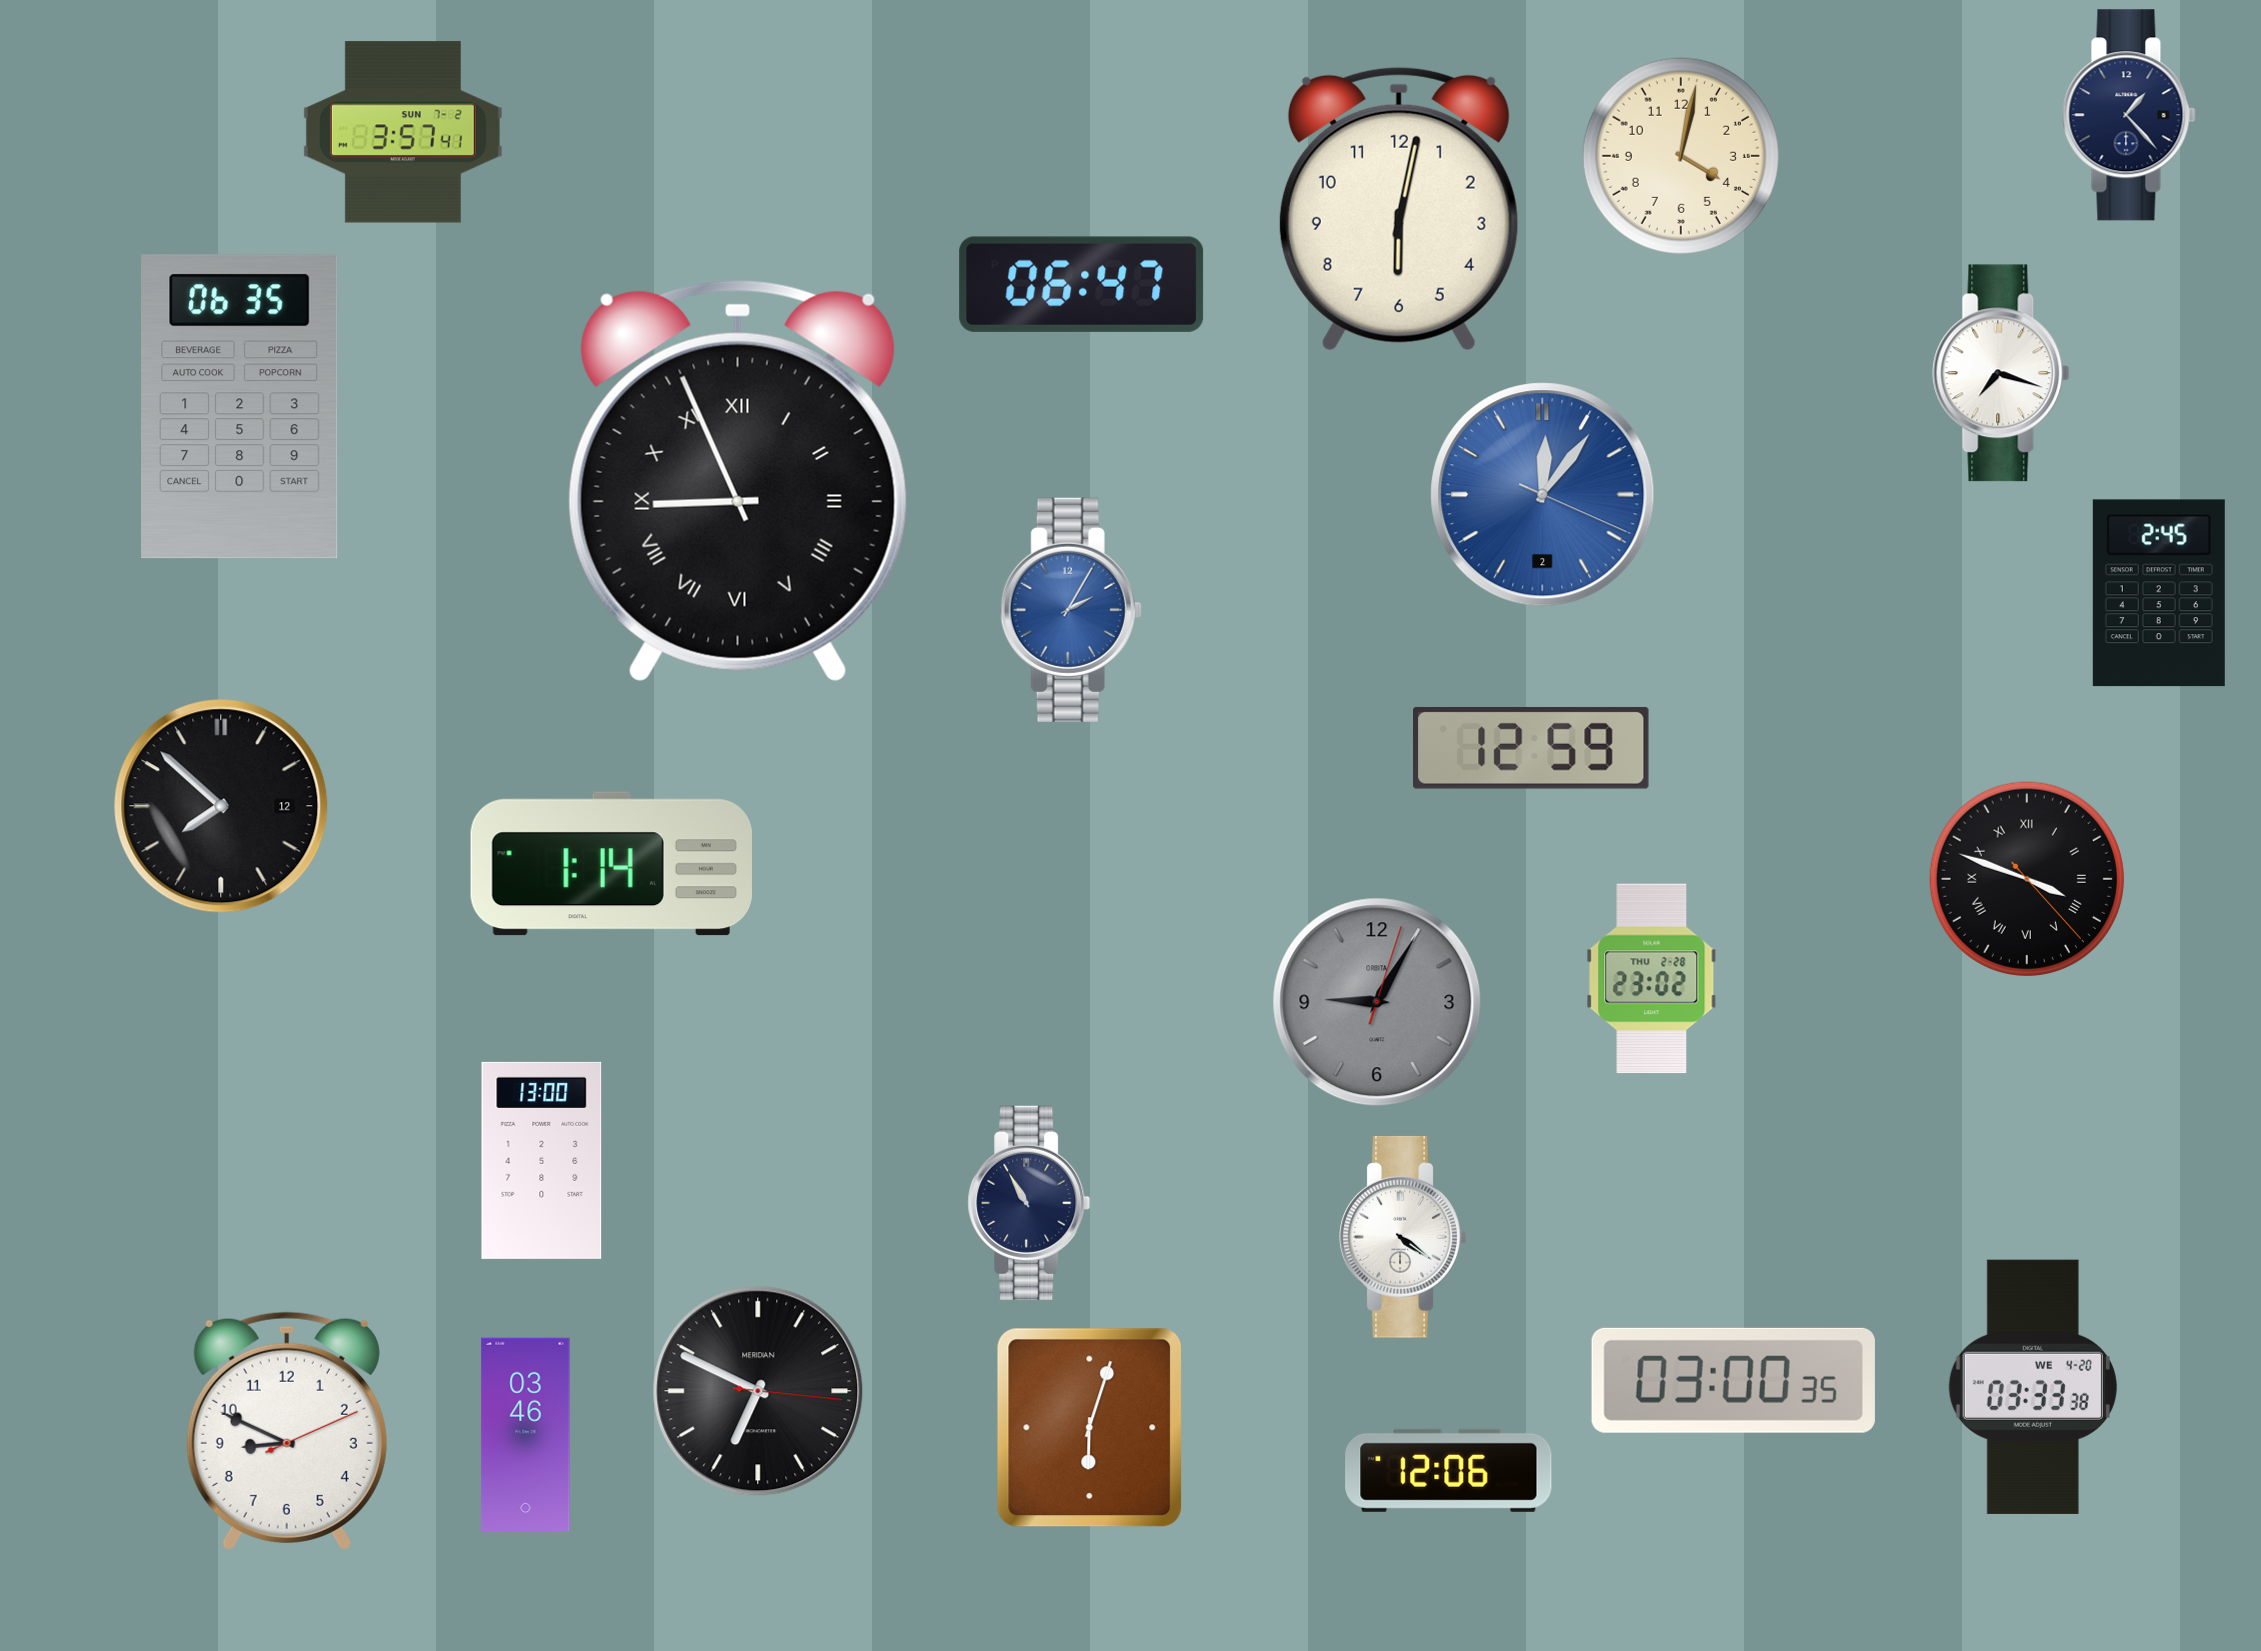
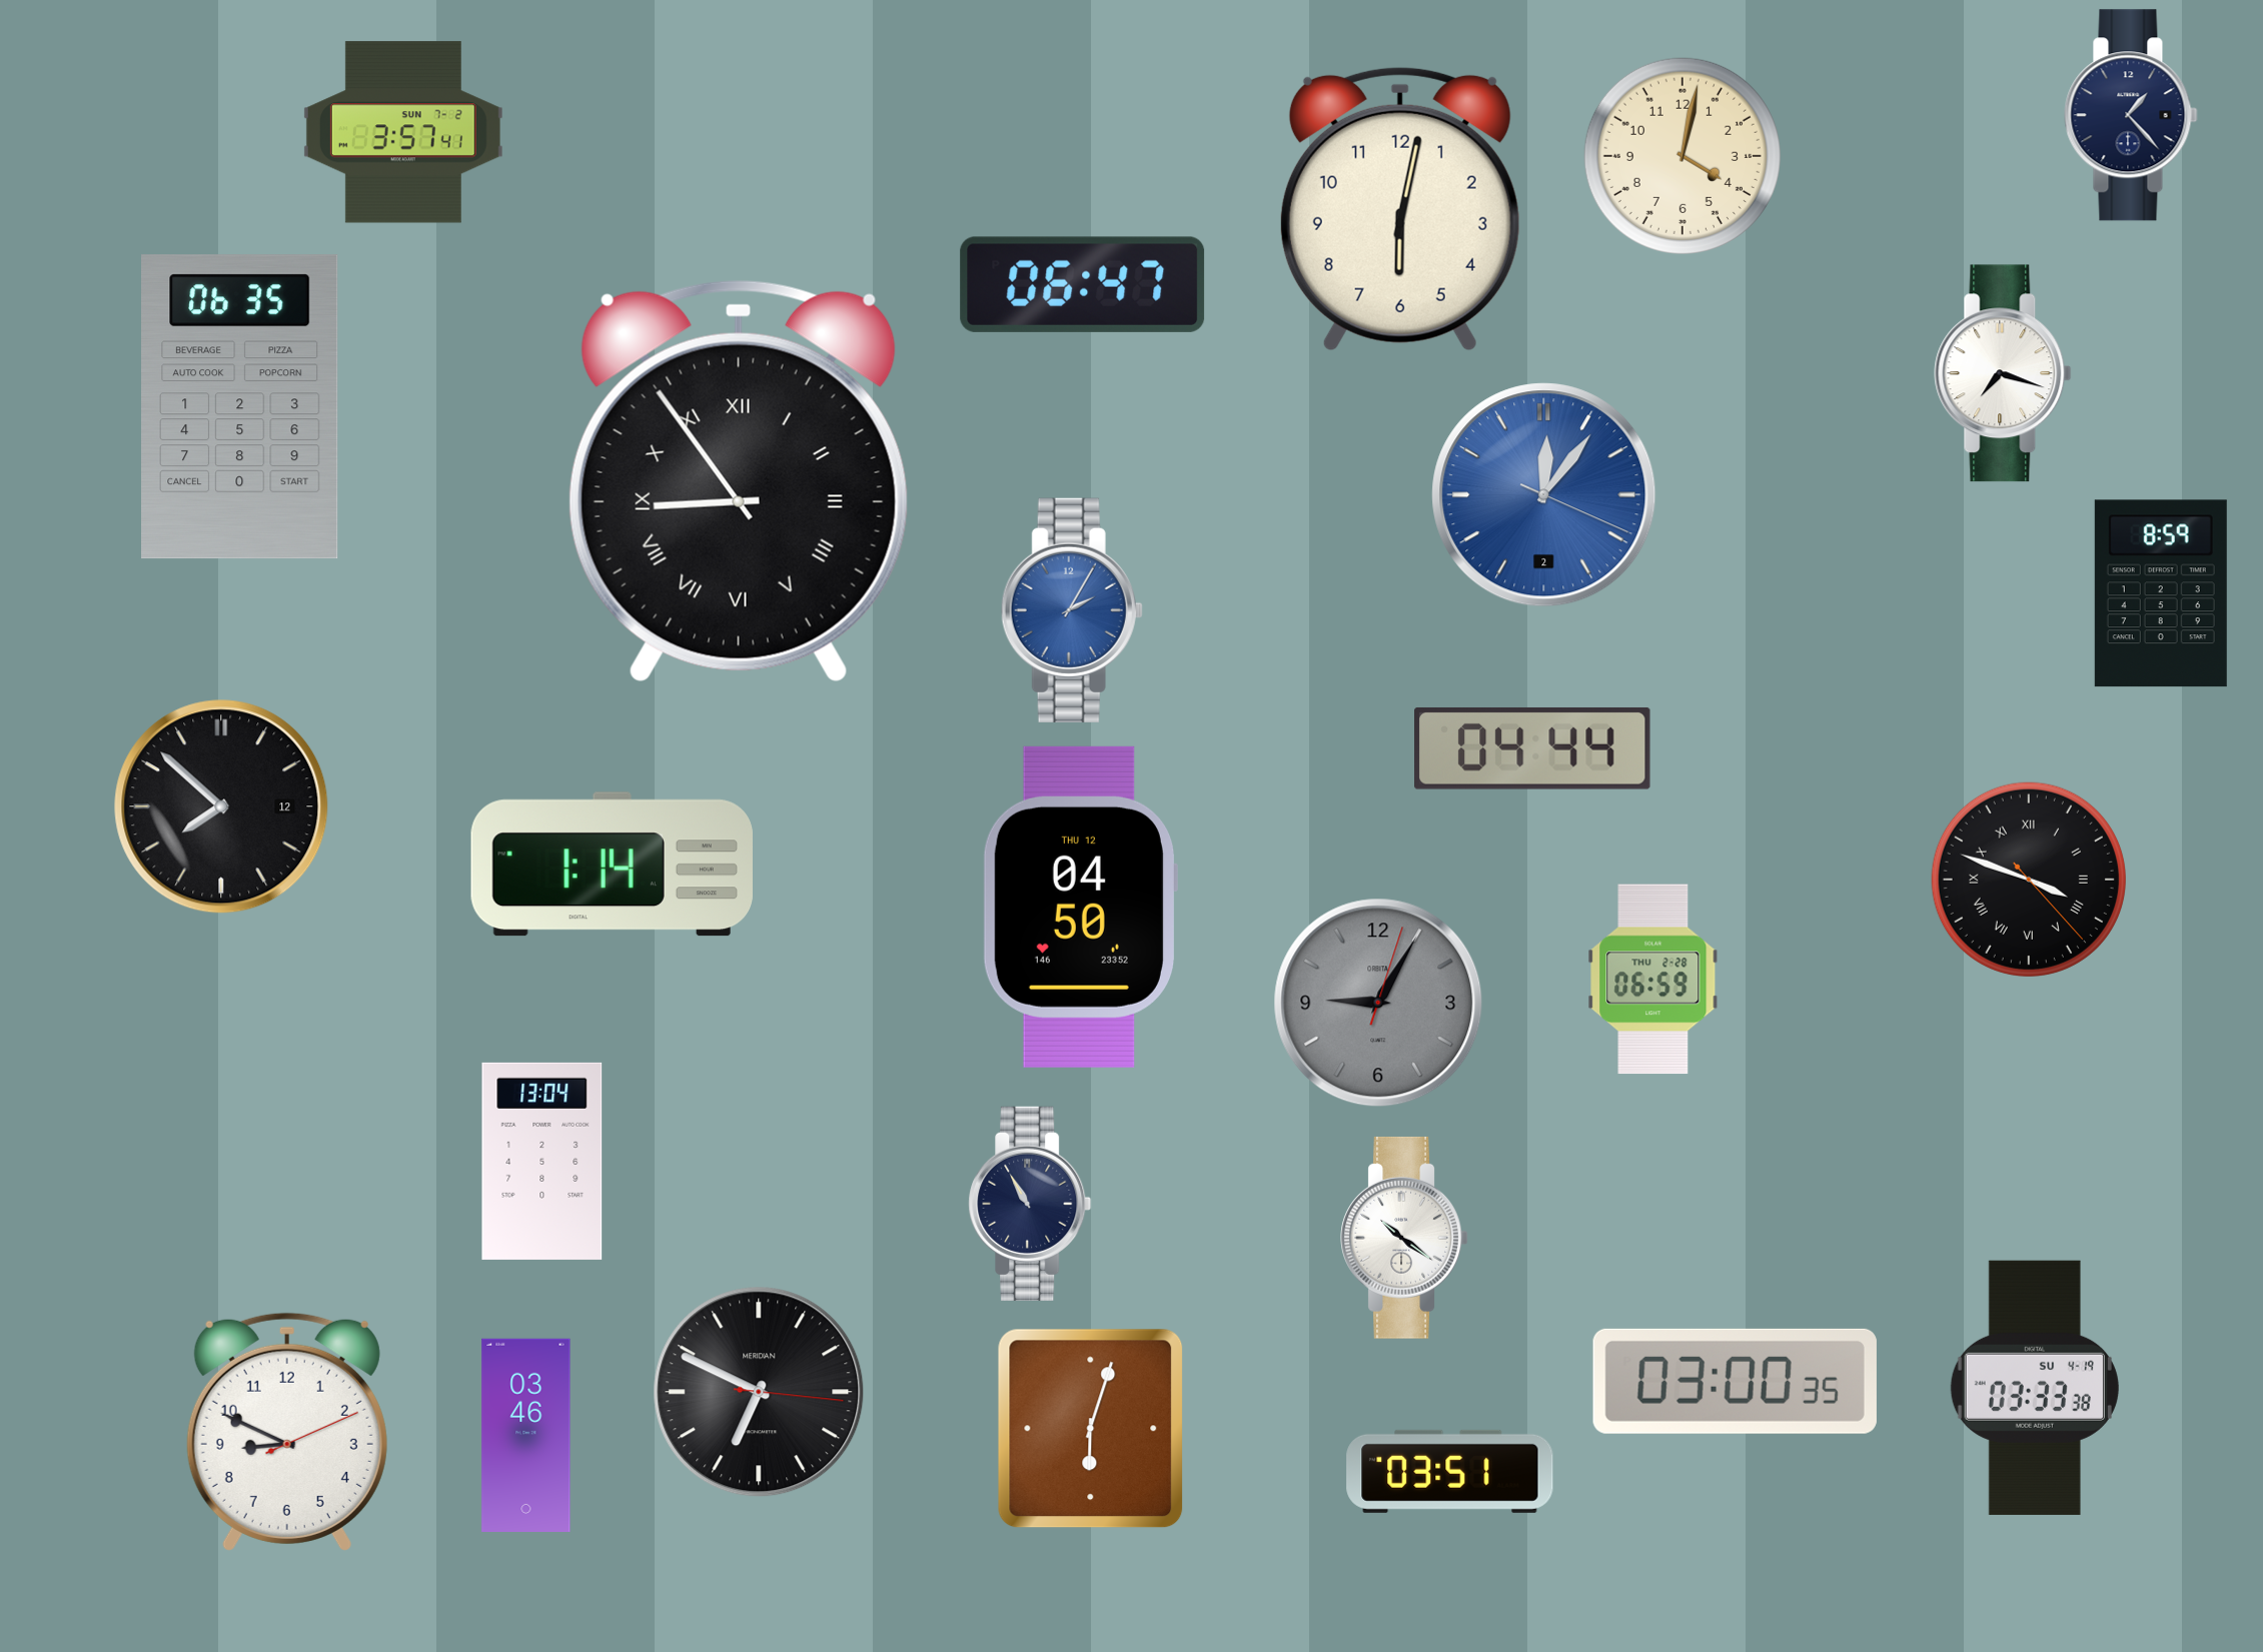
clock at (738, 481): 8:56 -> 8:54
clock at (2159, 593): 2:45 -> 8:59
clock at (1532, 748): 12:59 -> 04:44
clock at (1080, 907): none -> 04:50
clock at (1652, 979): 23:02 -> 06:59
clock at (542, 1160): 13:00 -> 13:04
clock at (1403, 1237): 4:21 -> 10:21
clock at (2033, 1387) date: WE 4-20 -> SU 4-19
clock at (1449, 1470): 12:06 -> 03:51
